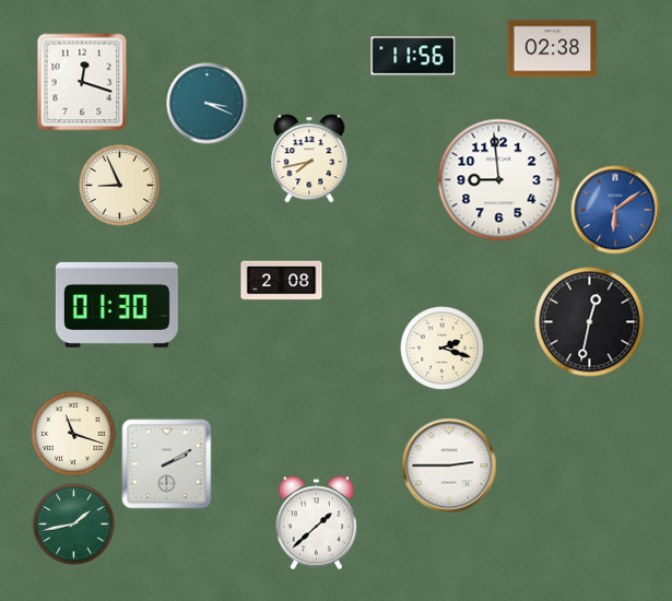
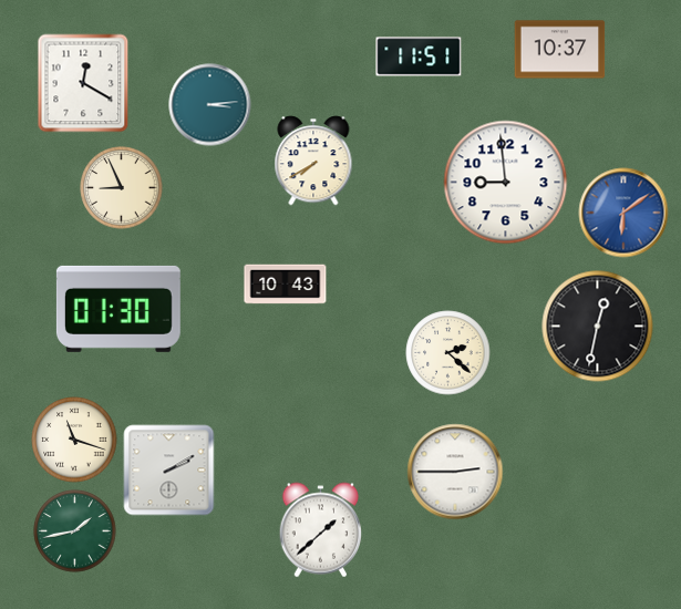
clock at (553, 49): 02:38 -> 10:37
clock at (413, 56): 11:56 -> 11:51
clock at (82, 82): 12:18 -> 12:20
clock at (208, 104): 3:19 -> 3:14
clock at (309, 158): 7:43 -> 7:40
clock at (282, 281): 2:08 -> 10:43
clock at (443, 349): 2:18 -> 2:22
